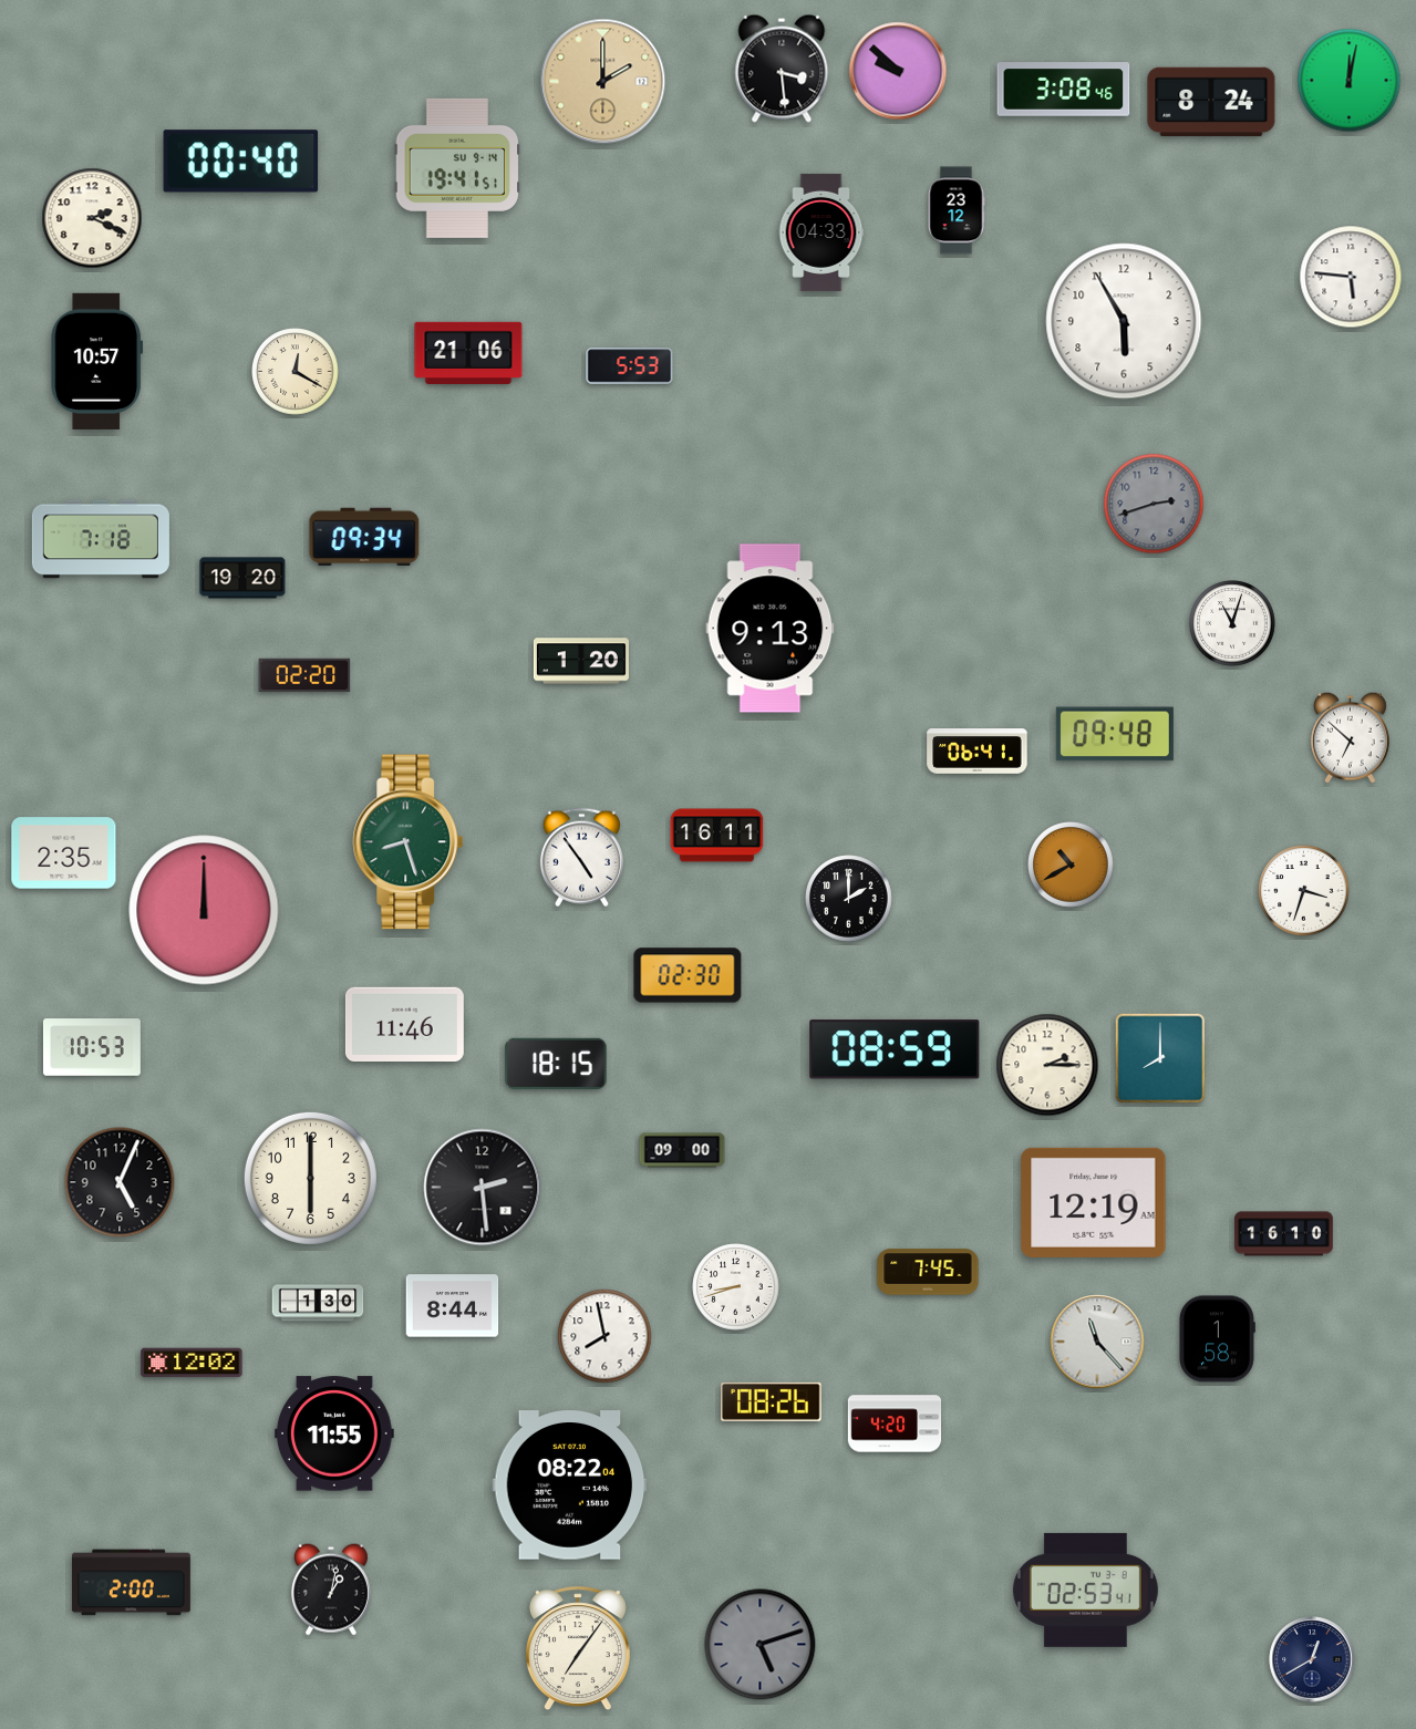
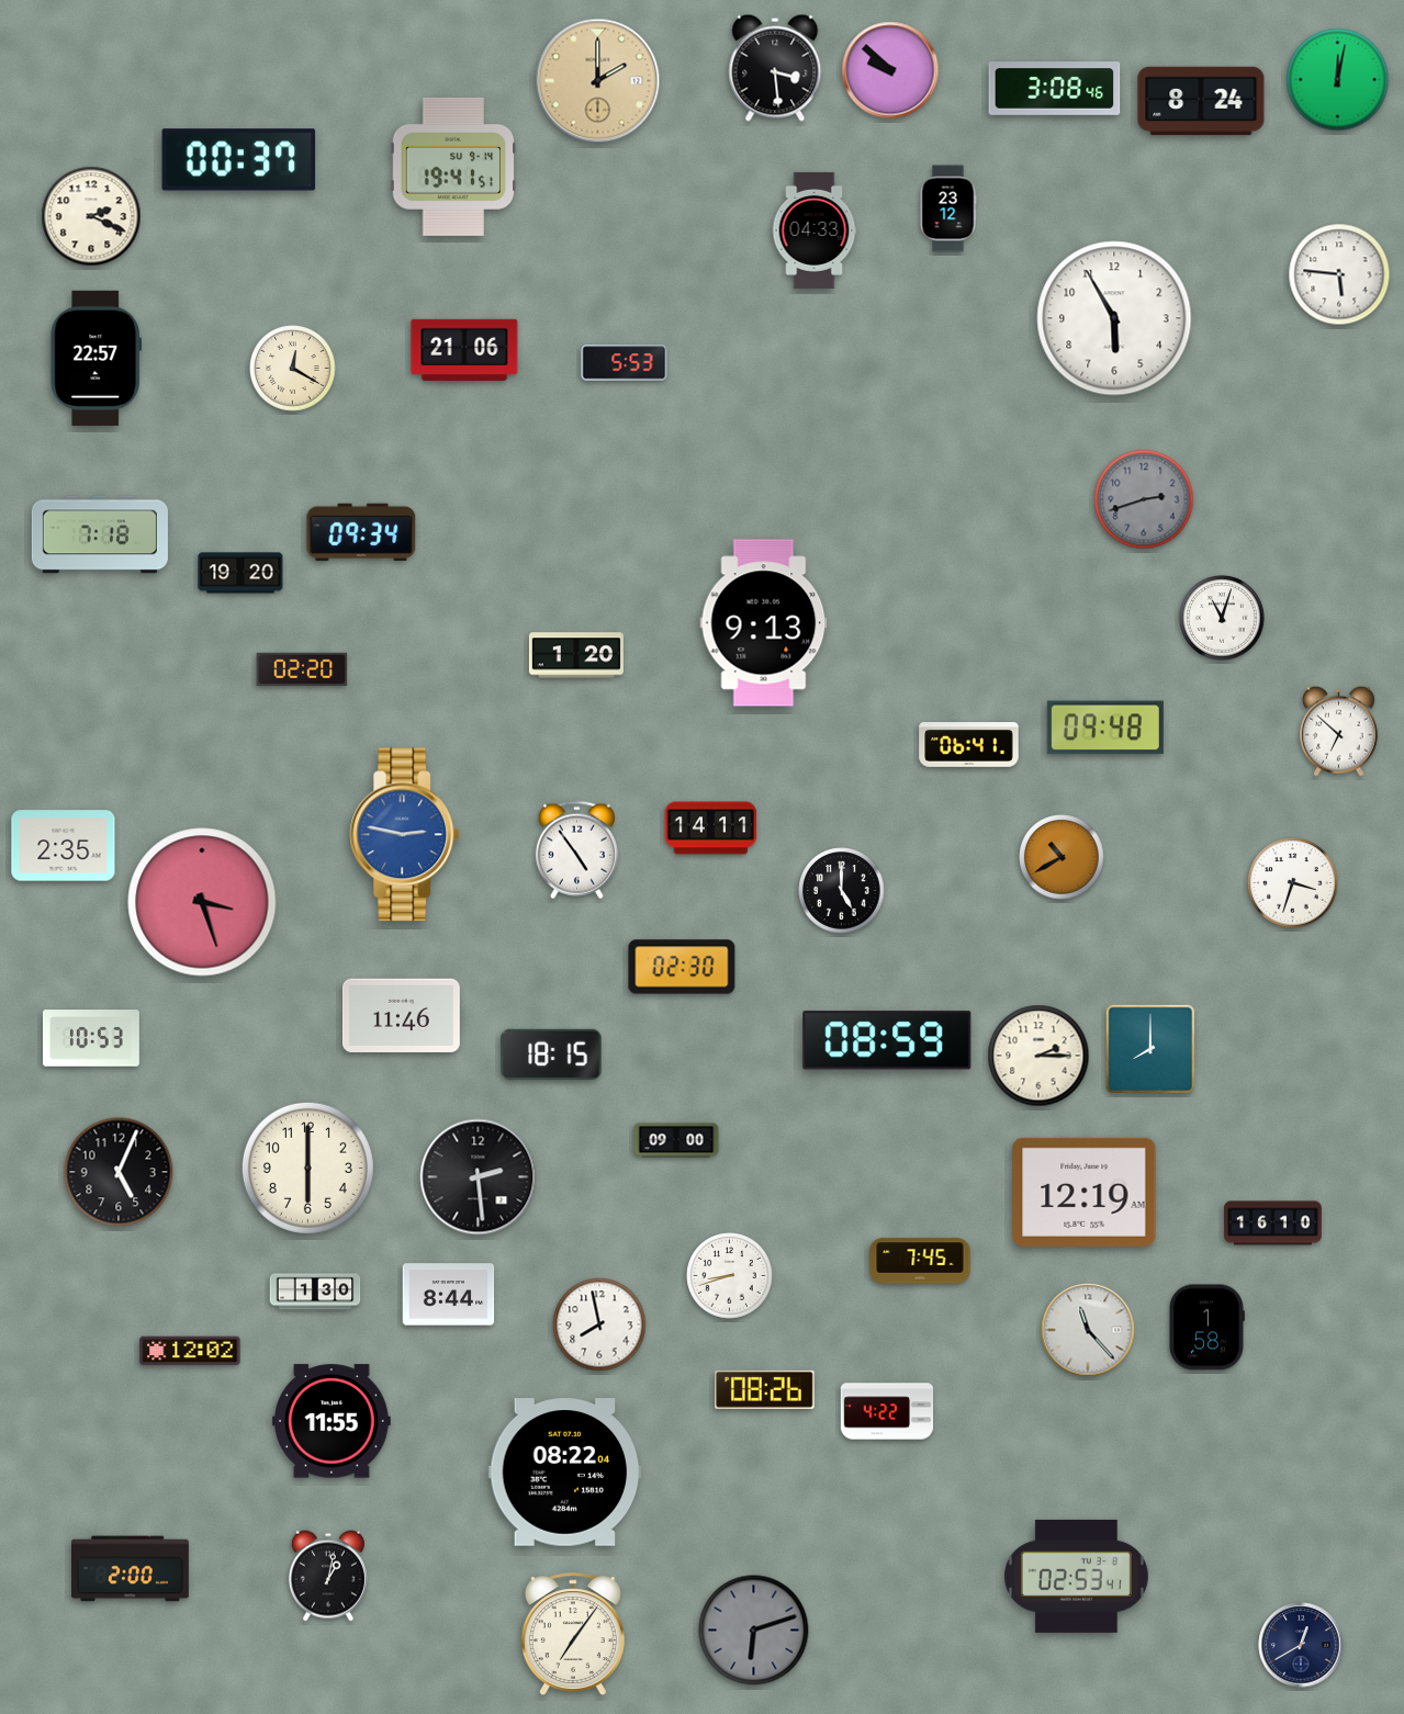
clock at (241, 162): 00:40 -> 00:37
clock at (97, 361): 10:57 -> 22:57
clock at (717, 836): 16:11 -> 14:11
clock at (409, 842): 8:27 -> 2:47
clock at (409, 842) dial: green -> blue
clock at (849, 899): 2:00 -> 5:00
clock at (204, 910): 12:00 -> 3:27
clock at (895, 1423): 4:20 -> 4:22
clock at (761, 1645): 5:12 -> 6:12
